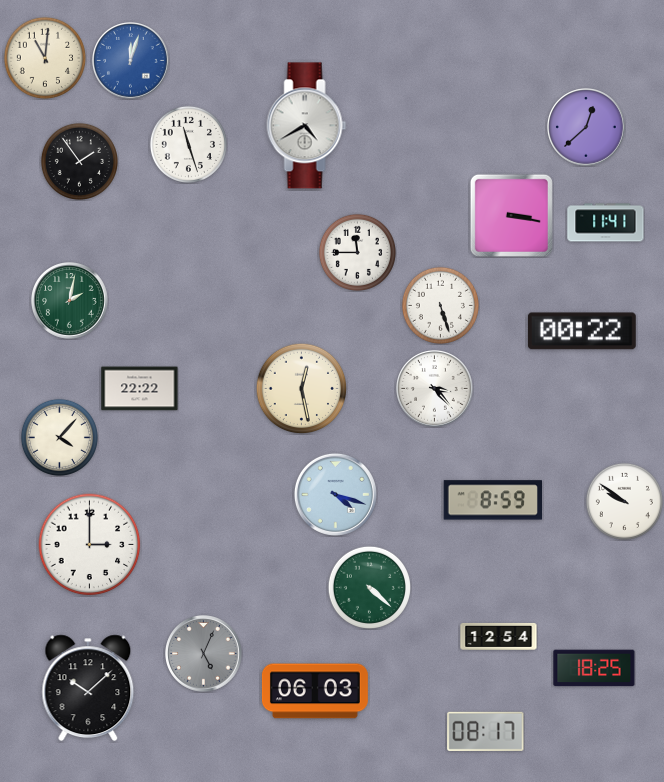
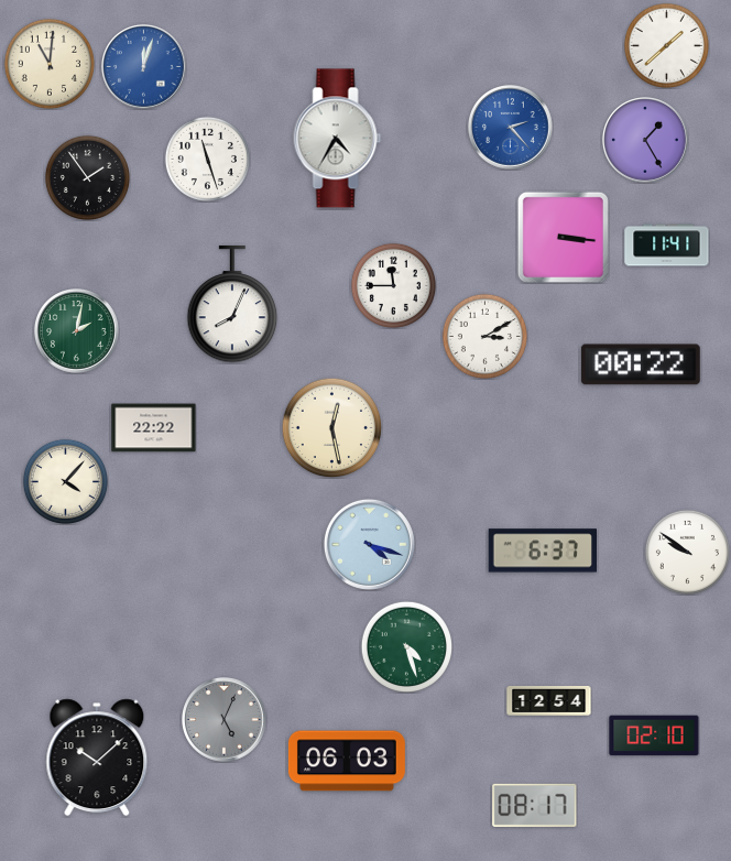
clock at (666, 45): none -> 1:38
clock at (511, 128): none -> 2:23
clock at (307, 126): 4:40 -> 4:35
clock at (587, 128): 12:38 -> 1:25
clock at (511, 215): 3:17 -> 3:16
clock at (357, 252) position: (357, 252) -> (393, 285)
clock at (232, 304): none -> 8:04
clock at (440, 305): 5:27 -> 3:10
clock at (435, 389): 3:23 -> none
clock at (492, 500): 8:59 -> 6:37
clock at (90, 545): 3:00 -> none
clock at (369, 587): 4:22 -> 4:27
clock at (594, 668): 18:25 -> 02:10
